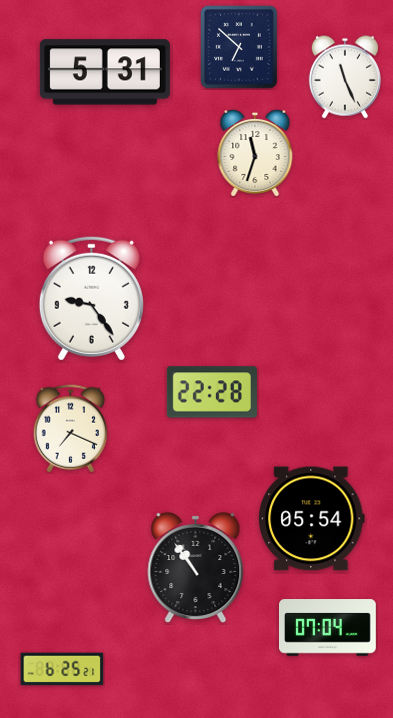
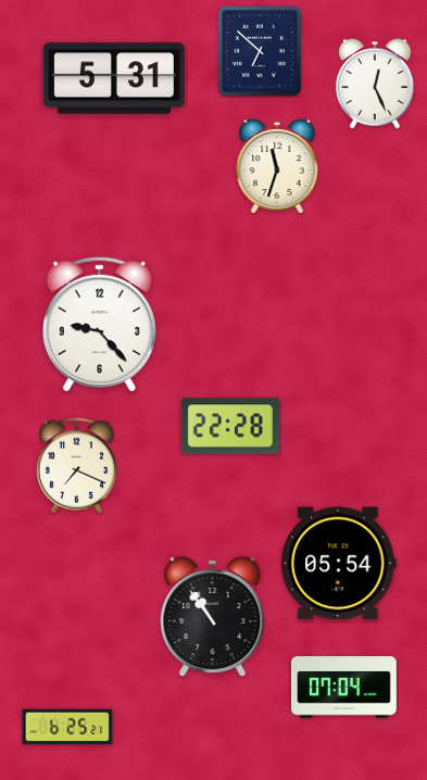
clock at (345, 77): 11:26 -> 12:26
clock at (91, 298): 9:24 -> 9:23
clock at (328, 628) position: (328, 628) -> (344, 688)
